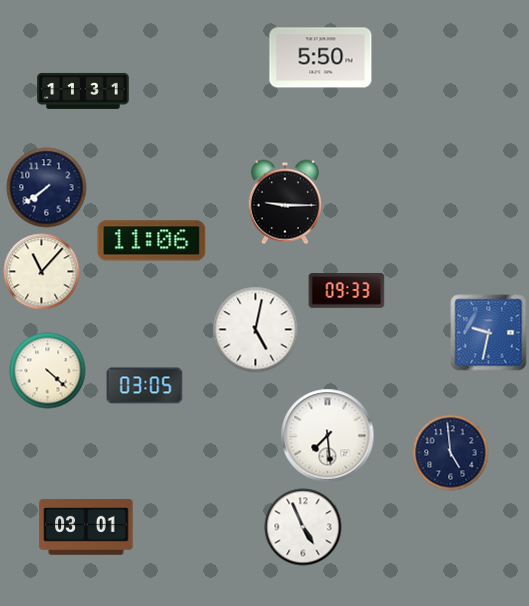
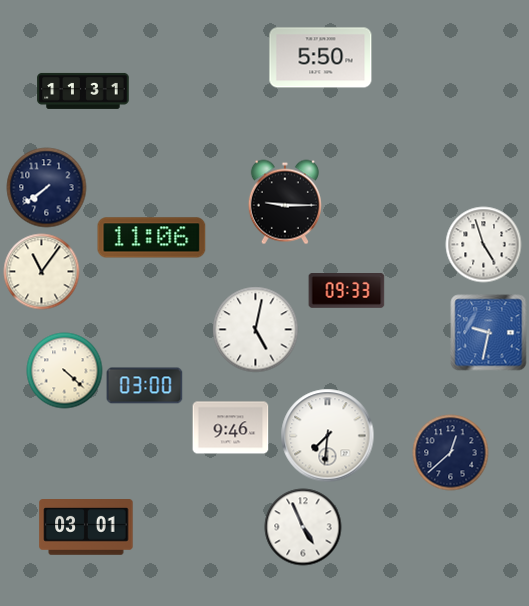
clock at (152, 241) position: (152, 241) -> (152, 238)
clock at (484, 245): none -> 4:57
clock at (42, 272): 11:07 -> 11:06
clock at (48, 371) position: (48, 371) -> (65, 371)
clock at (145, 386): 03:05 -> 03:00
clock at (231, 428): none -> 9:46
clock at (328, 436): 7:29 -> 7:31
clock at (451, 453): 4:59 -> 12:38
